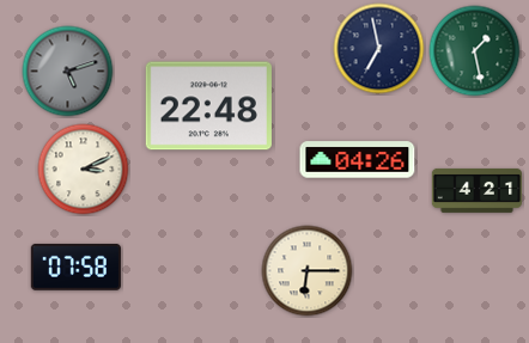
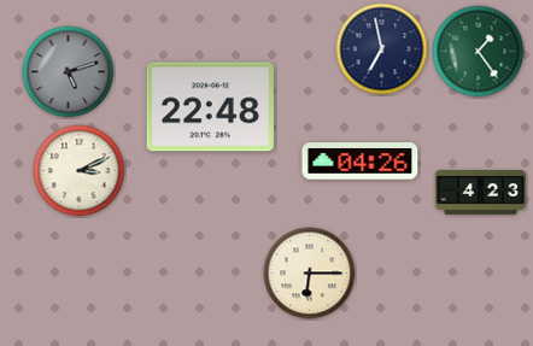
clock at (475, 51): 1:28 -> 1:24
clock at (84, 170) position: (84, 170) -> (80, 171)
clock at (476, 190): 4:21 -> 4:23
clock at (75, 268): 07:58 -> none
